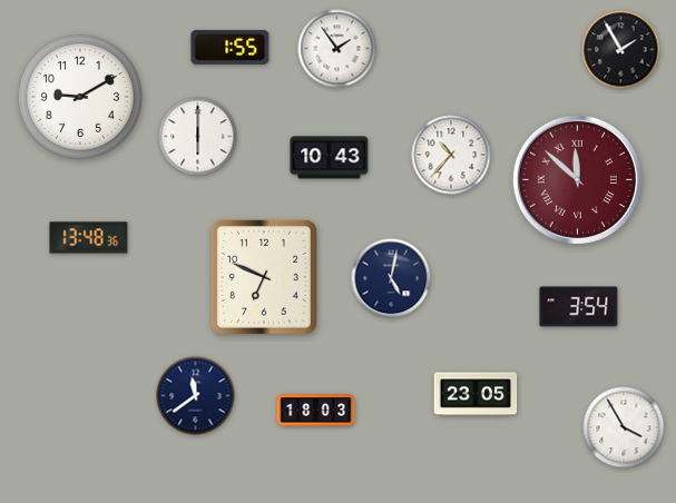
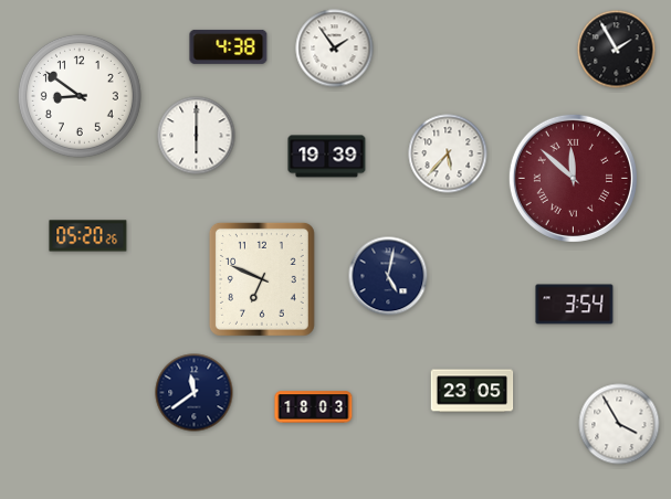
clock at (231, 47): 1:55 -> 4:38
clock at (80, 97): 9:10 -> 8:51
clock at (451, 155): 10:37 -> 5:37
clock at (330, 158): 10:43 -> 19:39
clock at (89, 238): 13:48 -> 05:20
clock at (264, 277) position: (264, 277) -> (262, 279)
